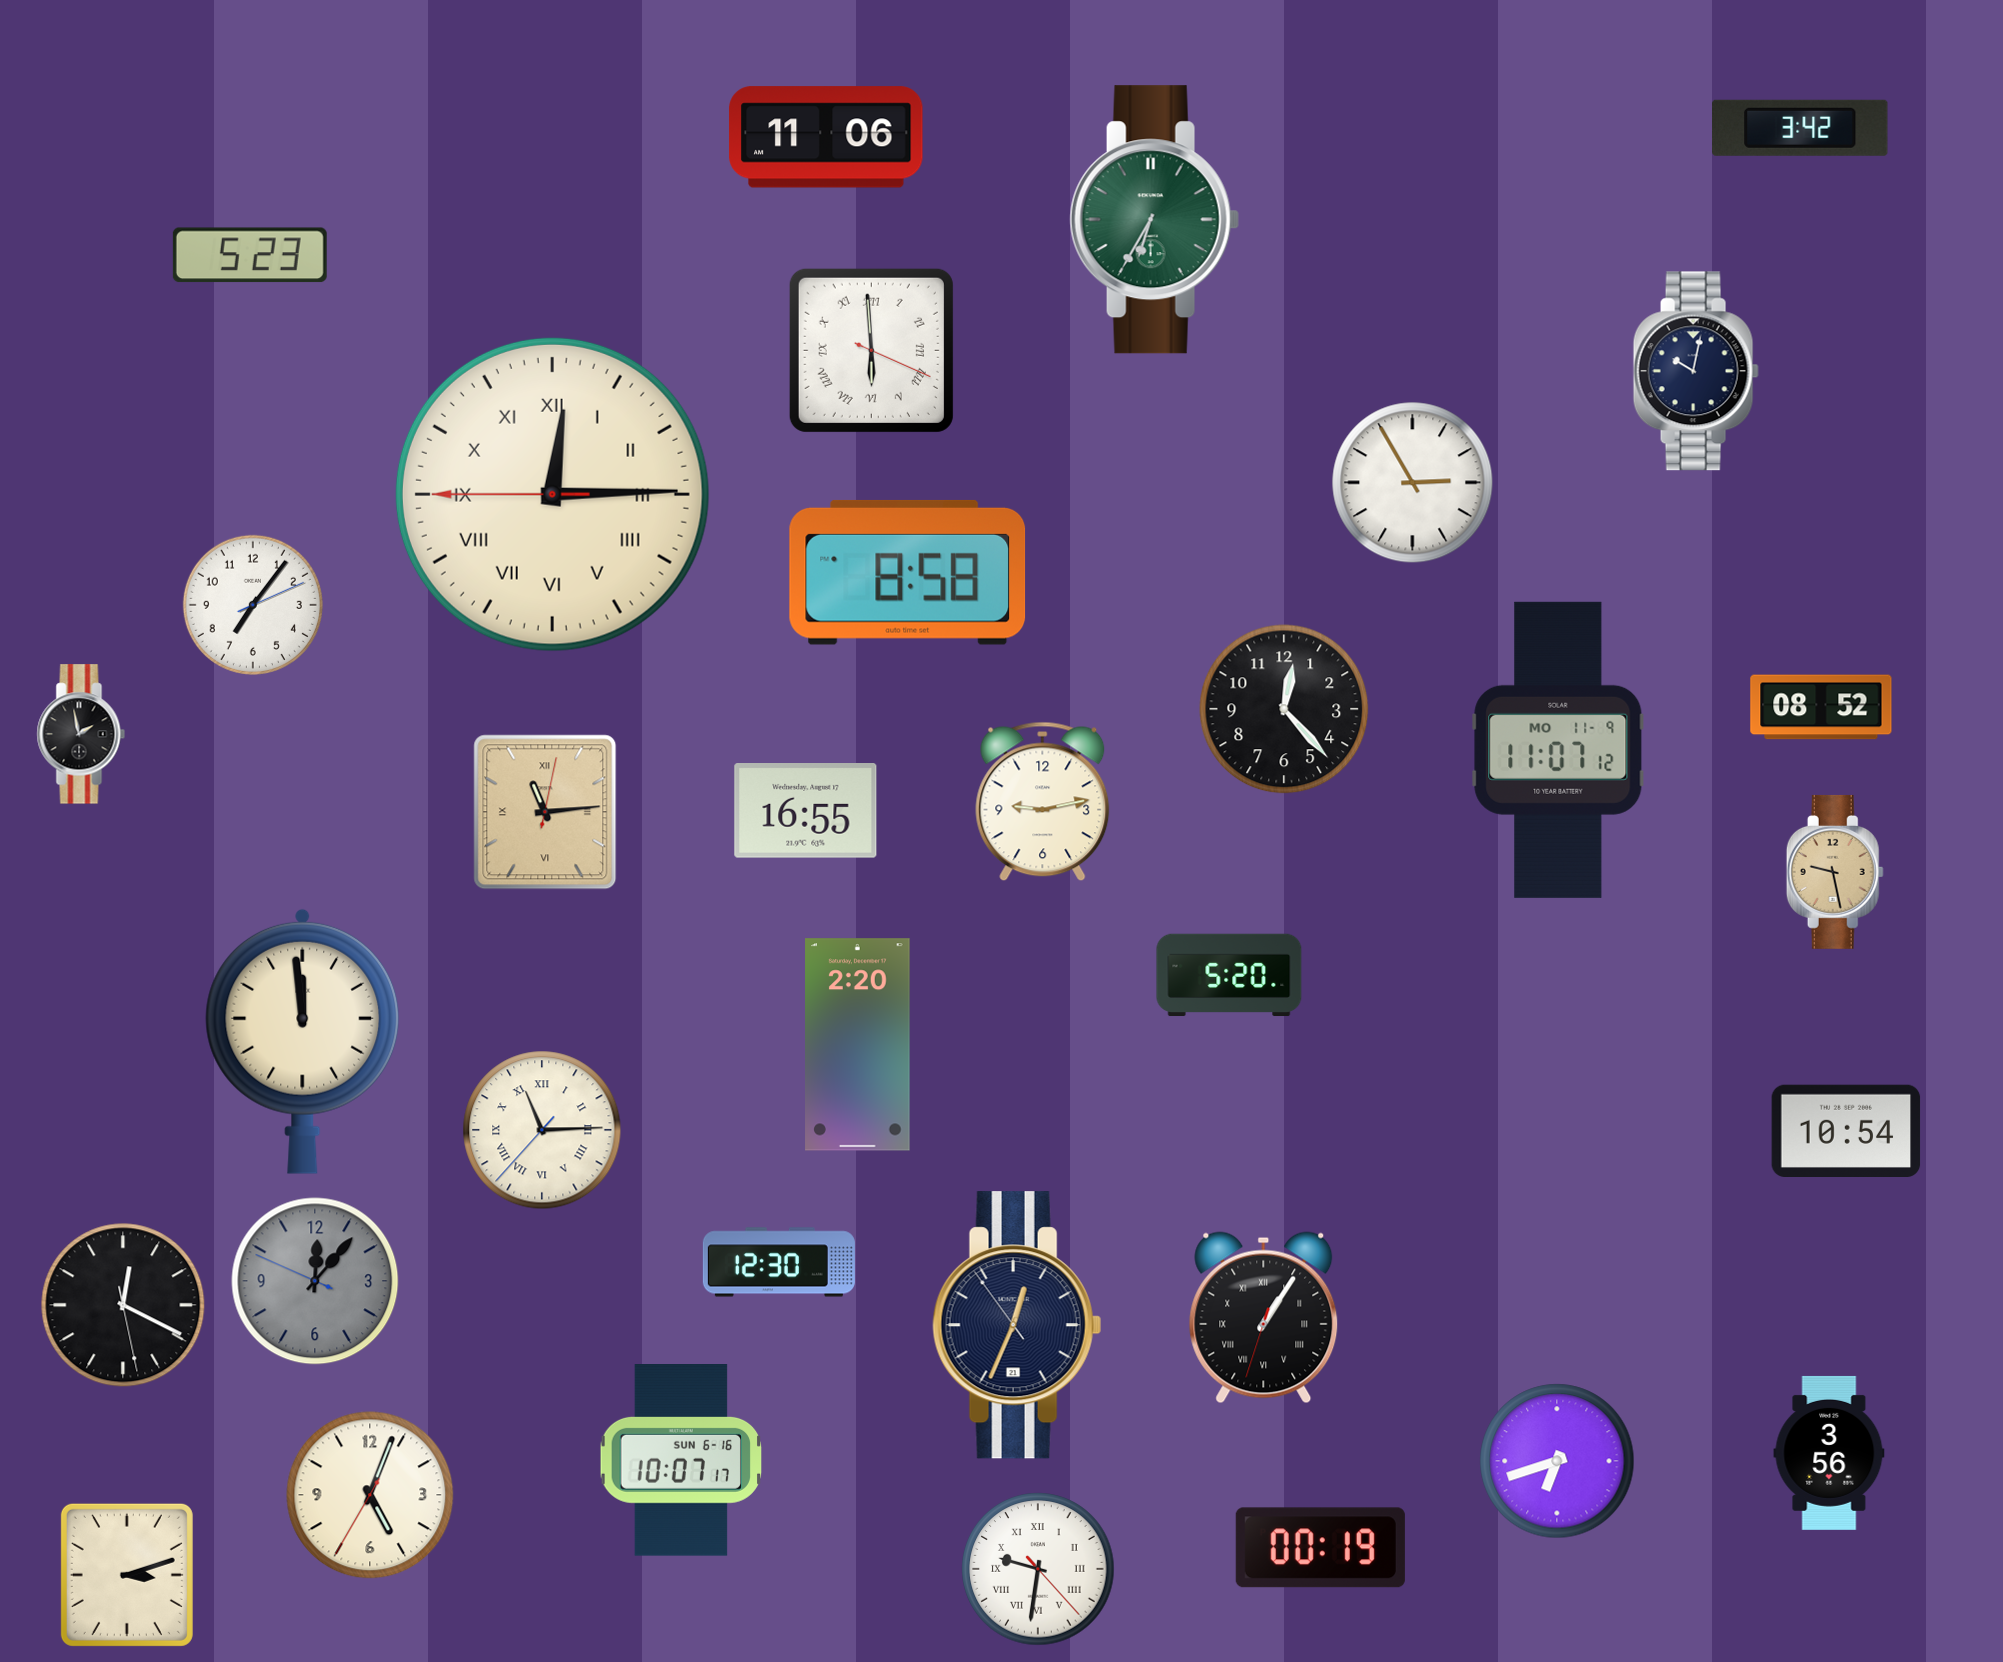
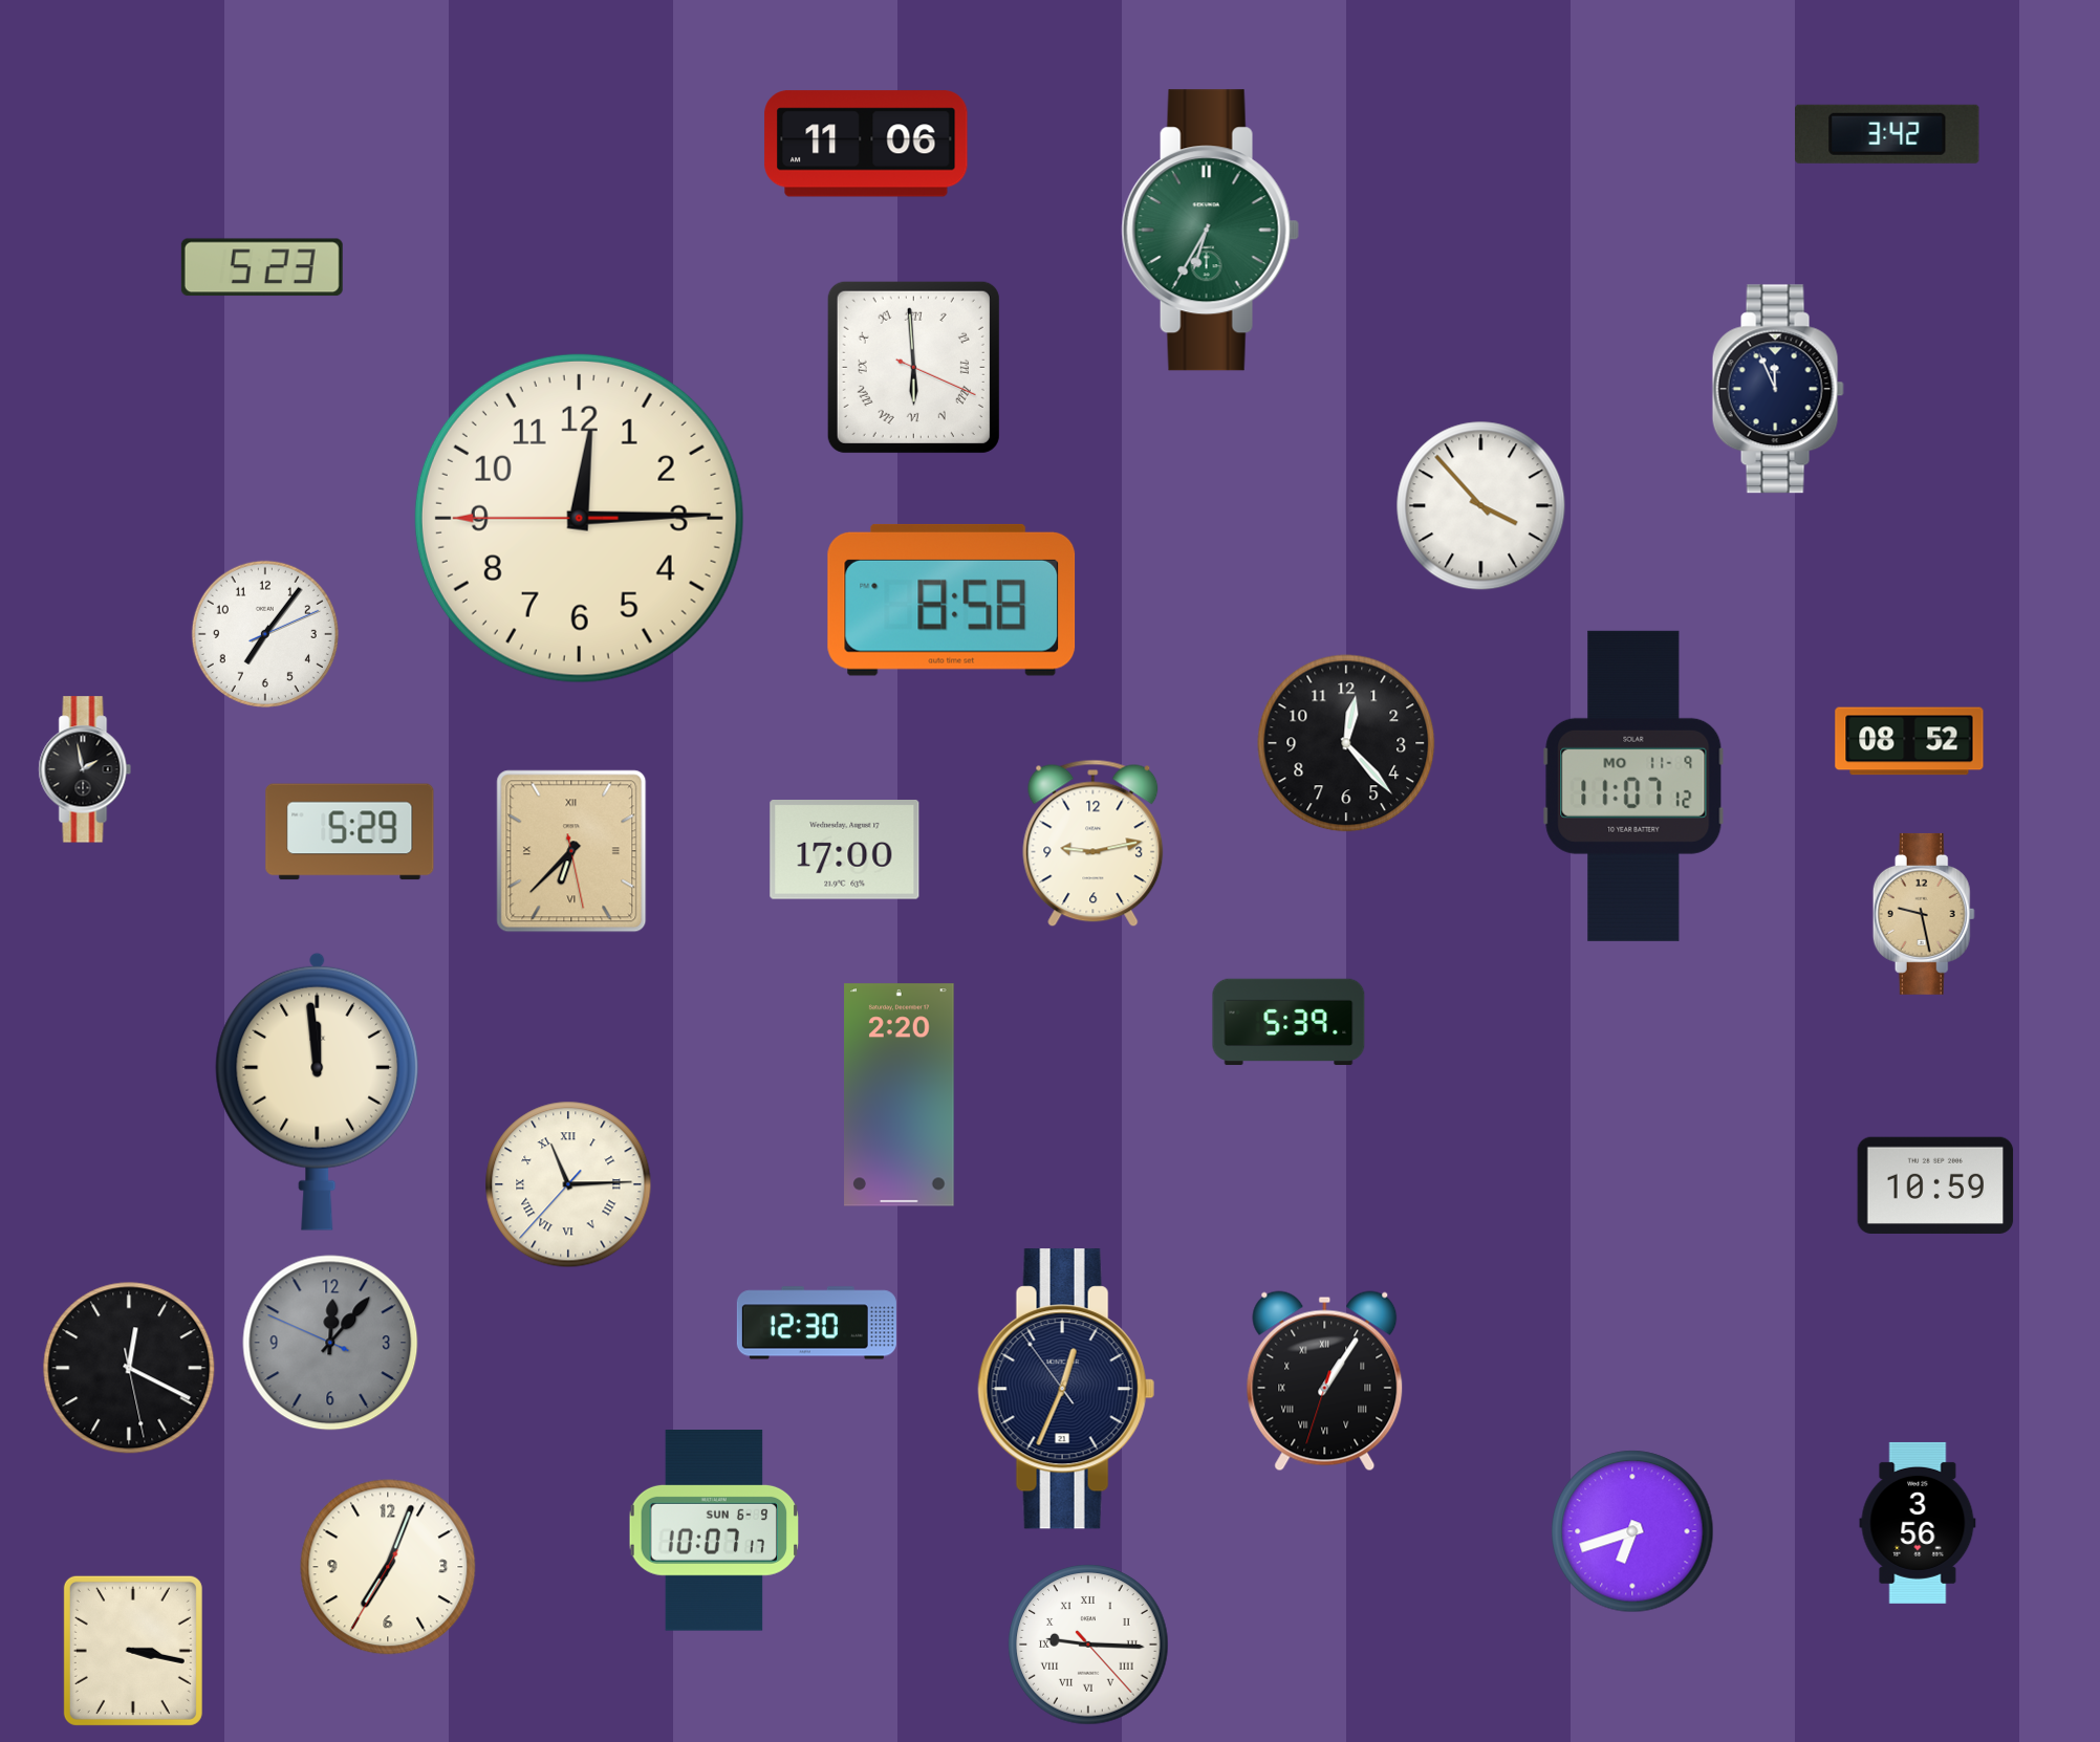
clock at (1696, 371): 10:02 -> 11:56
clock at (1413, 483): 2:55 -> 3:53
clock at (552, 494) numerals: Roman -> Arabic
clock at (350, 832): none -> 5:29
clock at (1043, 802) position: (1043, 802) -> (1094, 844)
clock at (806, 811): 16:55 -> 17:00
clock at (545, 812): 11:14 -> 6:37
clock at (1229, 975): 5:20 -> 5:39
clock at (1846, 1130): 10:54 -> 10:59
clock at (681, 1461) date: SUN 6-16 -> SUN 6-9
clock at (370, 1495): 5:03 -> 7:03
clock at (1320, 1548): 00:19 -> none
clock at (1038, 1569): 9:31 -> 9:15
clock at (127, 1575): 3:12 -> 3:17
